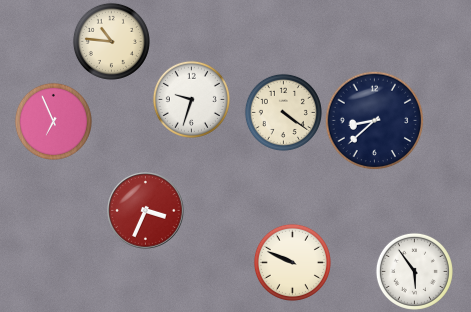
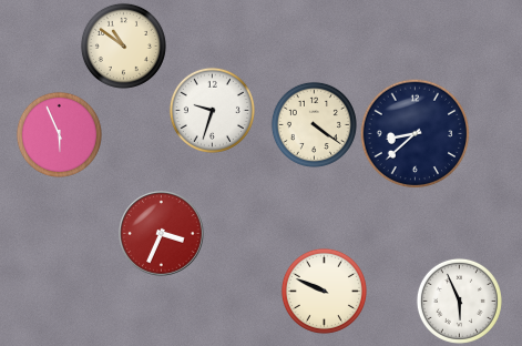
clock at (111, 41): 10:46 -> 10:51
clock at (53, 121): 6:56 -> 5:56
clock at (414, 271): 5:54 -> 5:56
